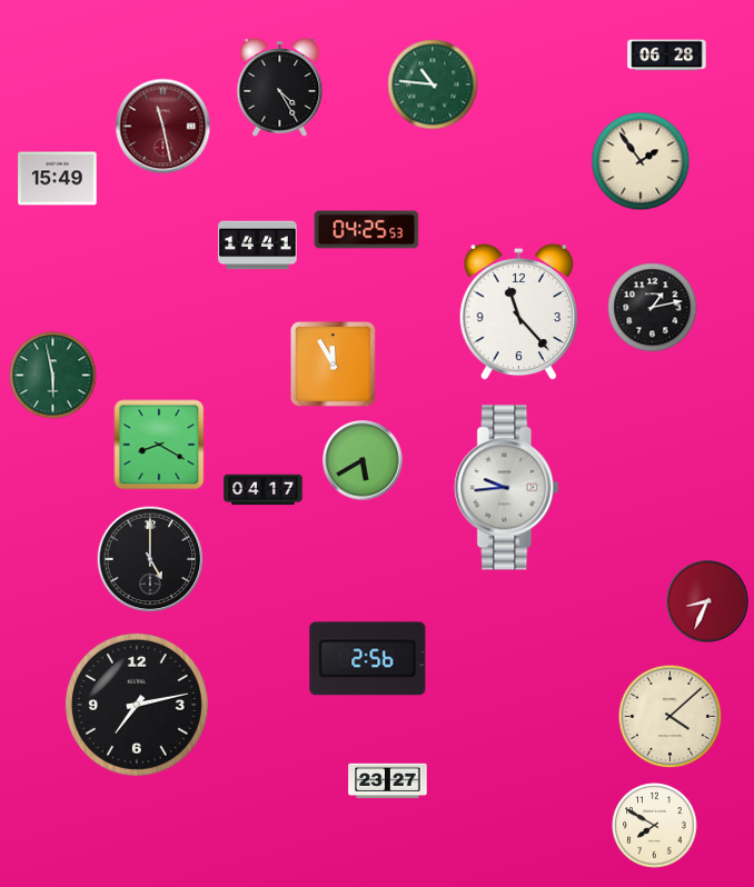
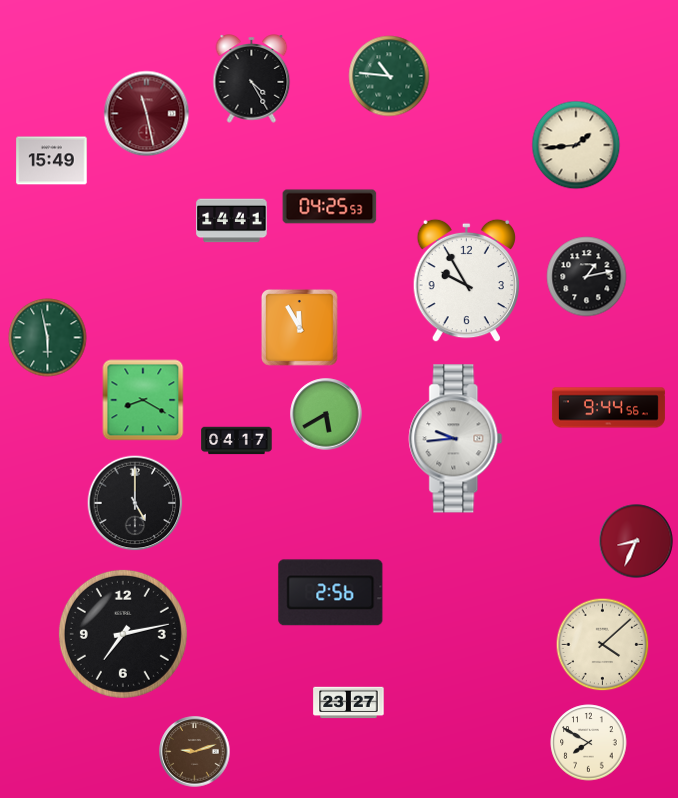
clock at (667, 56): 06:28 -> none
clock at (641, 161): 1:54 -> 1:44
clock at (518, 312): 11:23 -> 9:55
clock at (608, 408): none -> 9:44
clock at (195, 752): none -> 9:12
